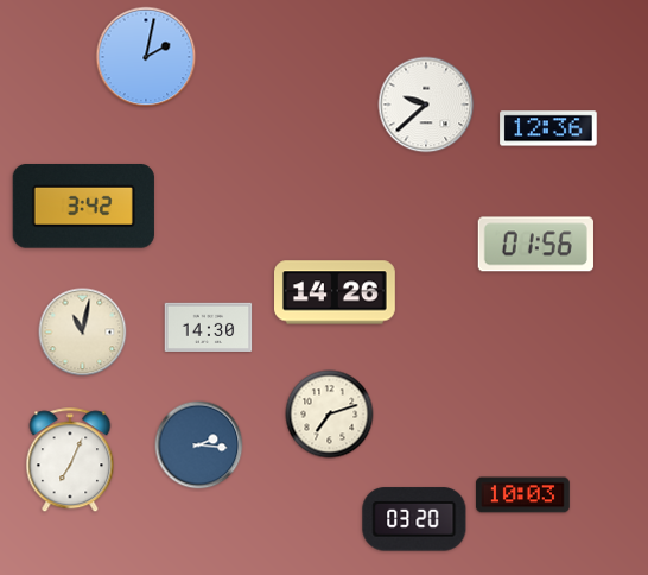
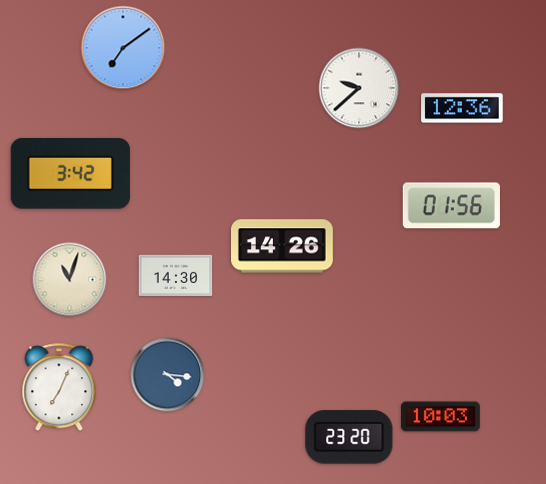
clock at (146, 57): 2:02 -> 7:09
clock at (83, 333): 11:02 -> 11:03
clock at (330, 415): 7:12 -> none
clock at (199, 446): 2:16 -> 4:16
clock at (414, 519): 03:20 -> 23:20
